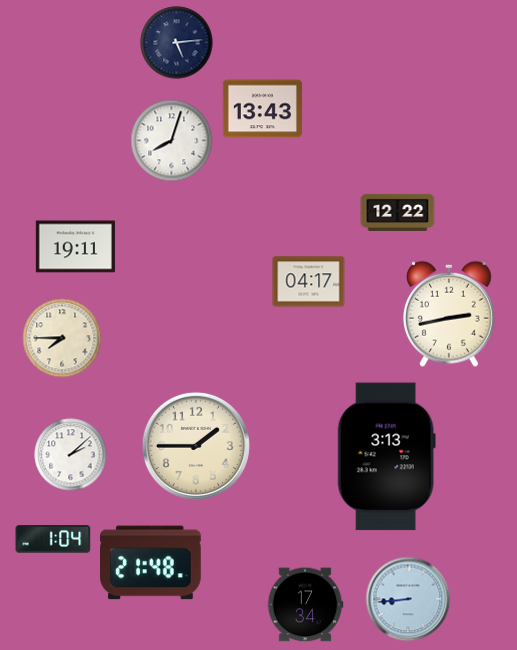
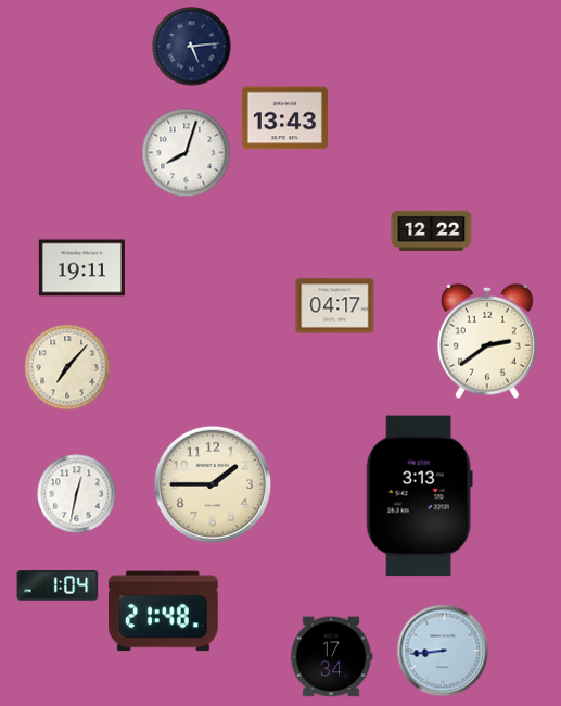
clock at (449, 314): 2:43 -> 2:39
clock at (62, 338): 7:45 -> 7:07
clock at (71, 455): 2:08 -> 12:32
